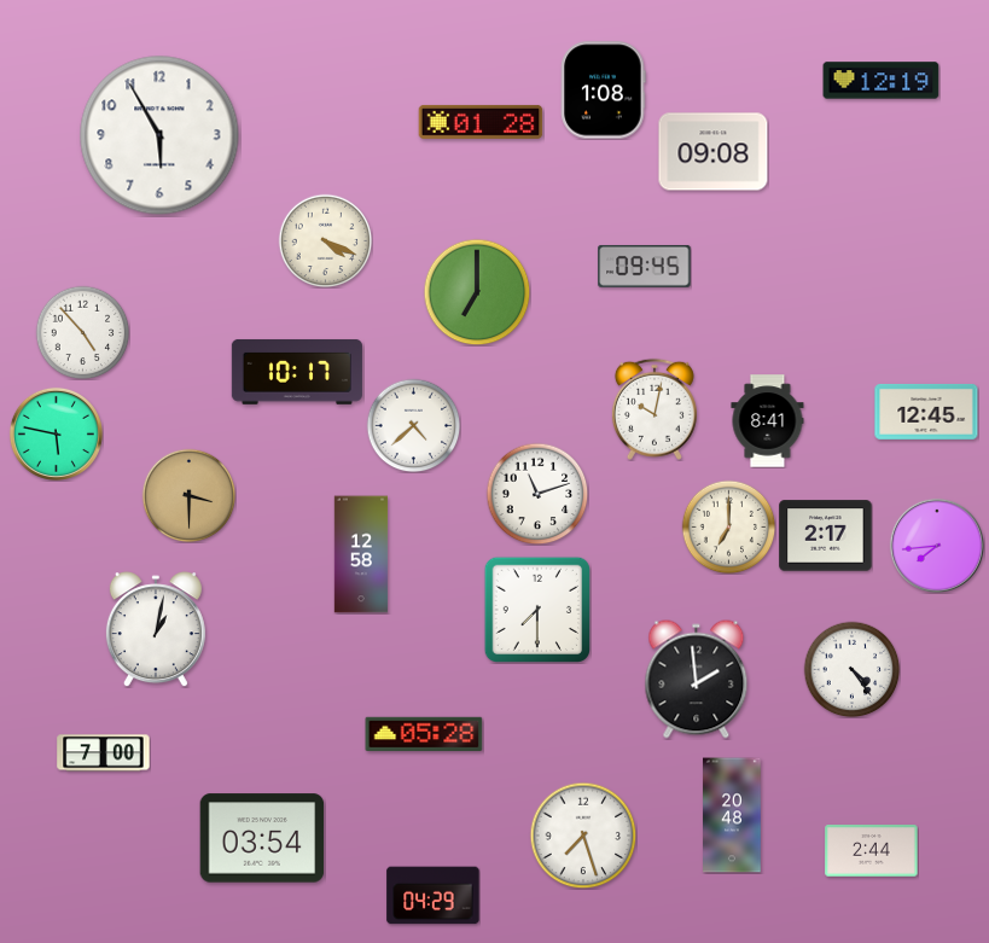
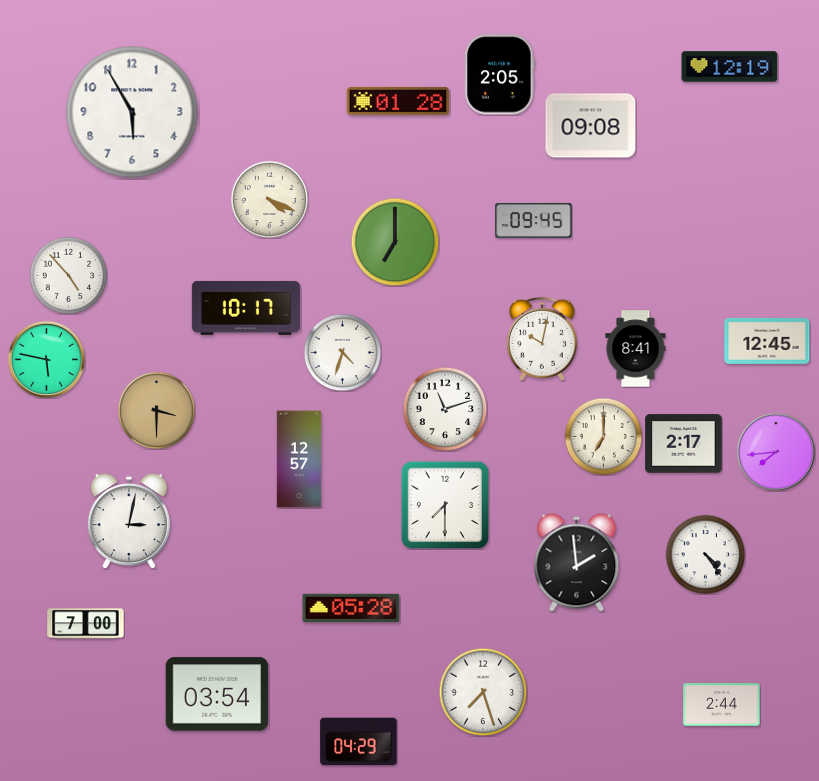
clock at (604, 91): 1:08 -> 2:05
clock at (413, 425): 4:38 -> 4:33
clock at (361, 554): 12:58 -> 12:57
clock at (156, 629): 1:02 -> 3:02
clock at (732, 815): 20:48 -> none
